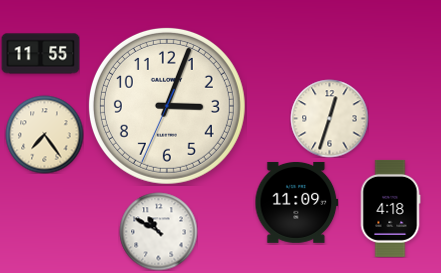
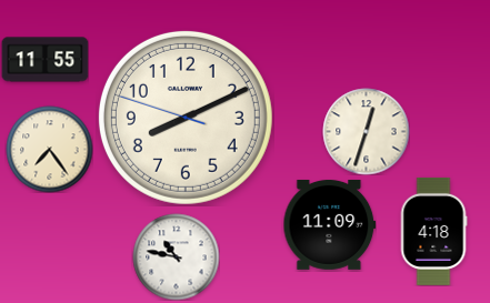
clock at (167, 106): 3:03 -> 8:10
clock at (158, 231): 10:50 -> 10:47
